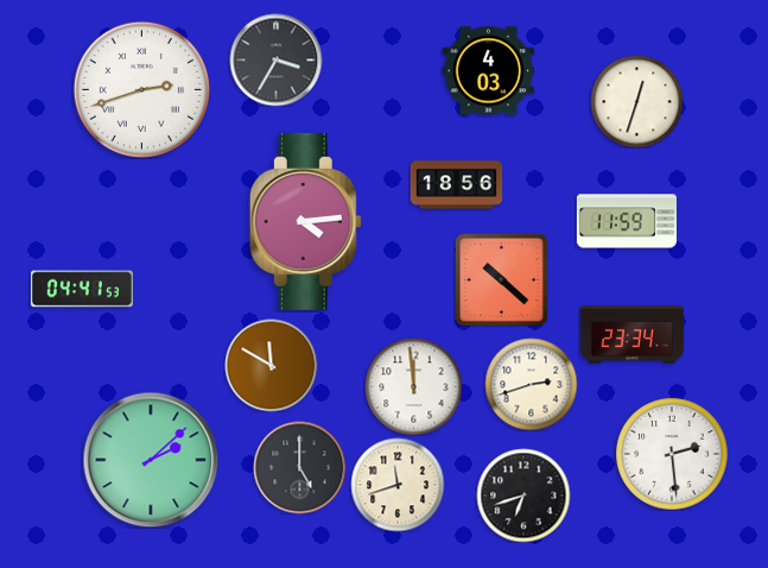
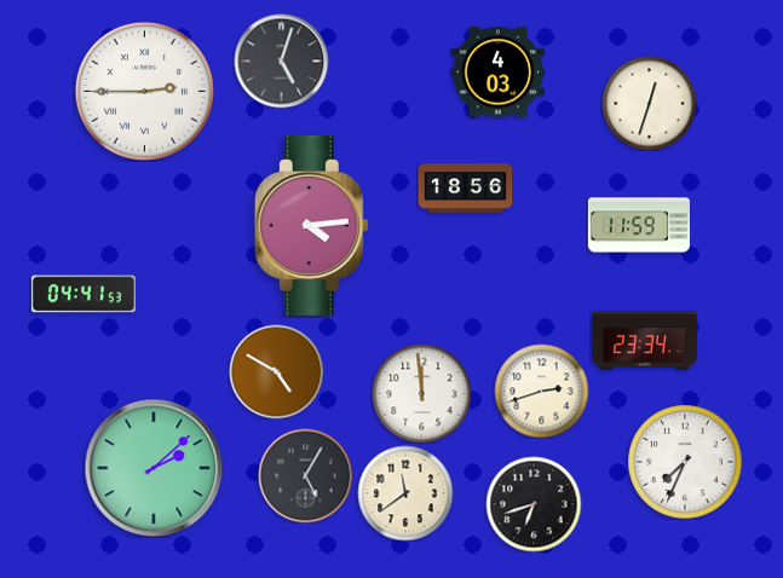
clock at (275, 59): 3:35 -> 5:03
clock at (141, 89): 2:42 -> 2:45
clock at (501, 279): 10:22 -> none
clock at (271, 365): 11:50 -> 4:50
clock at (672, 454): 2:29 -> 7:34
clock at (299, 467): 5:00 -> 5:05
clock at (398, 485): 11:42 -> 11:39
